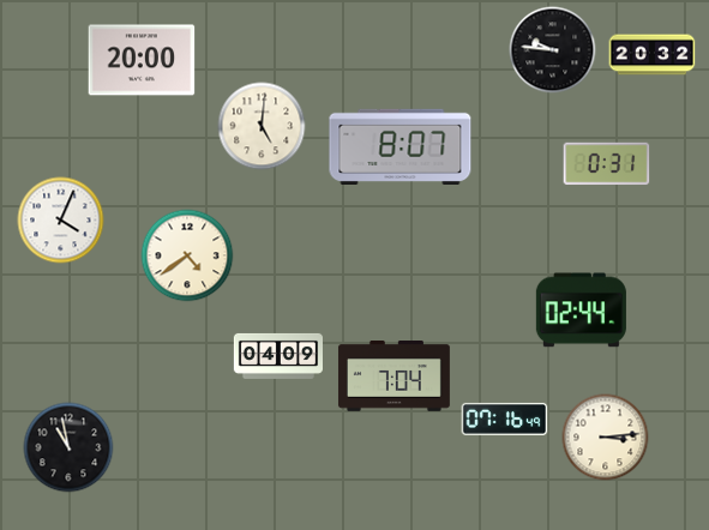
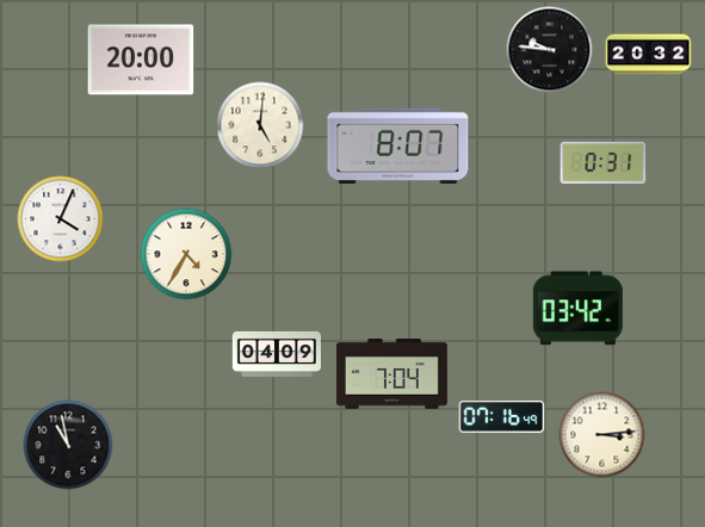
clock at (187, 255): 4:39 -> 4:35
clock at (581, 311): 02:44 -> 03:42
